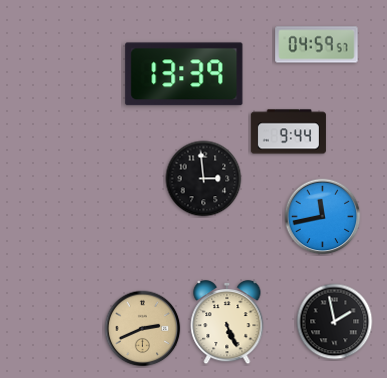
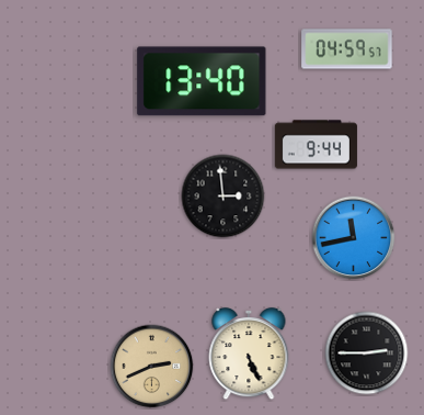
clock at (184, 74): 13:39 -> 13:40
clock at (335, 322): 1:58 -> 2:45
clock at (143, 329) position: (143, 329) -> (152, 367)
